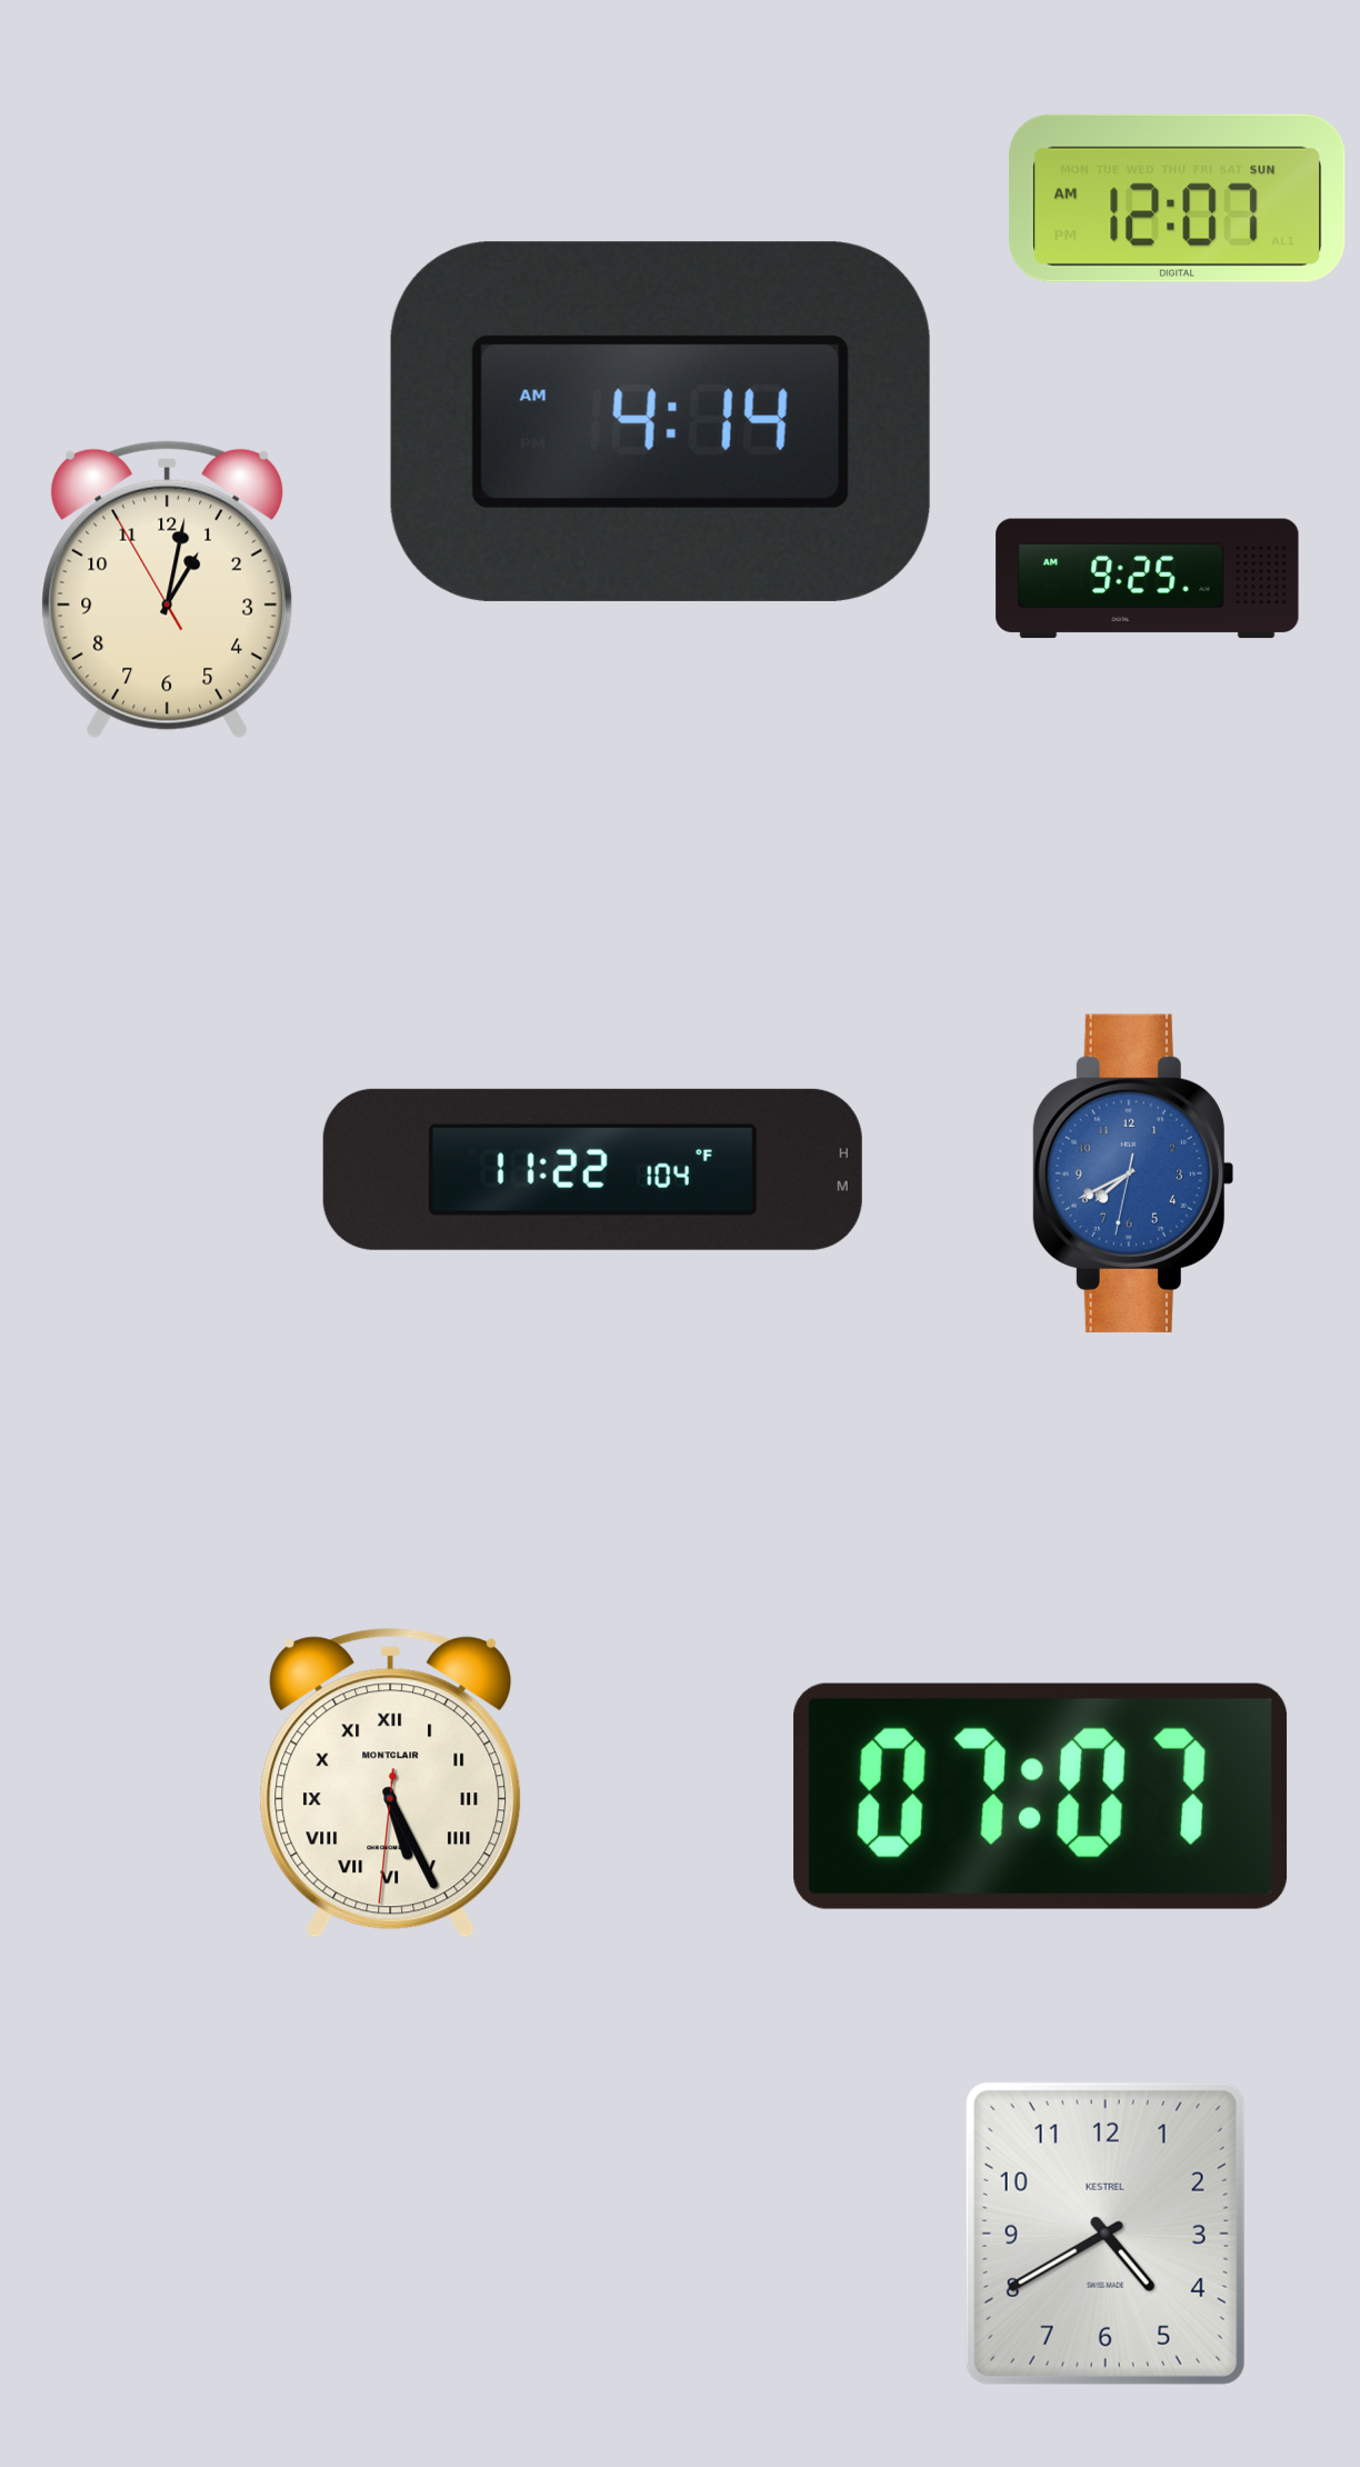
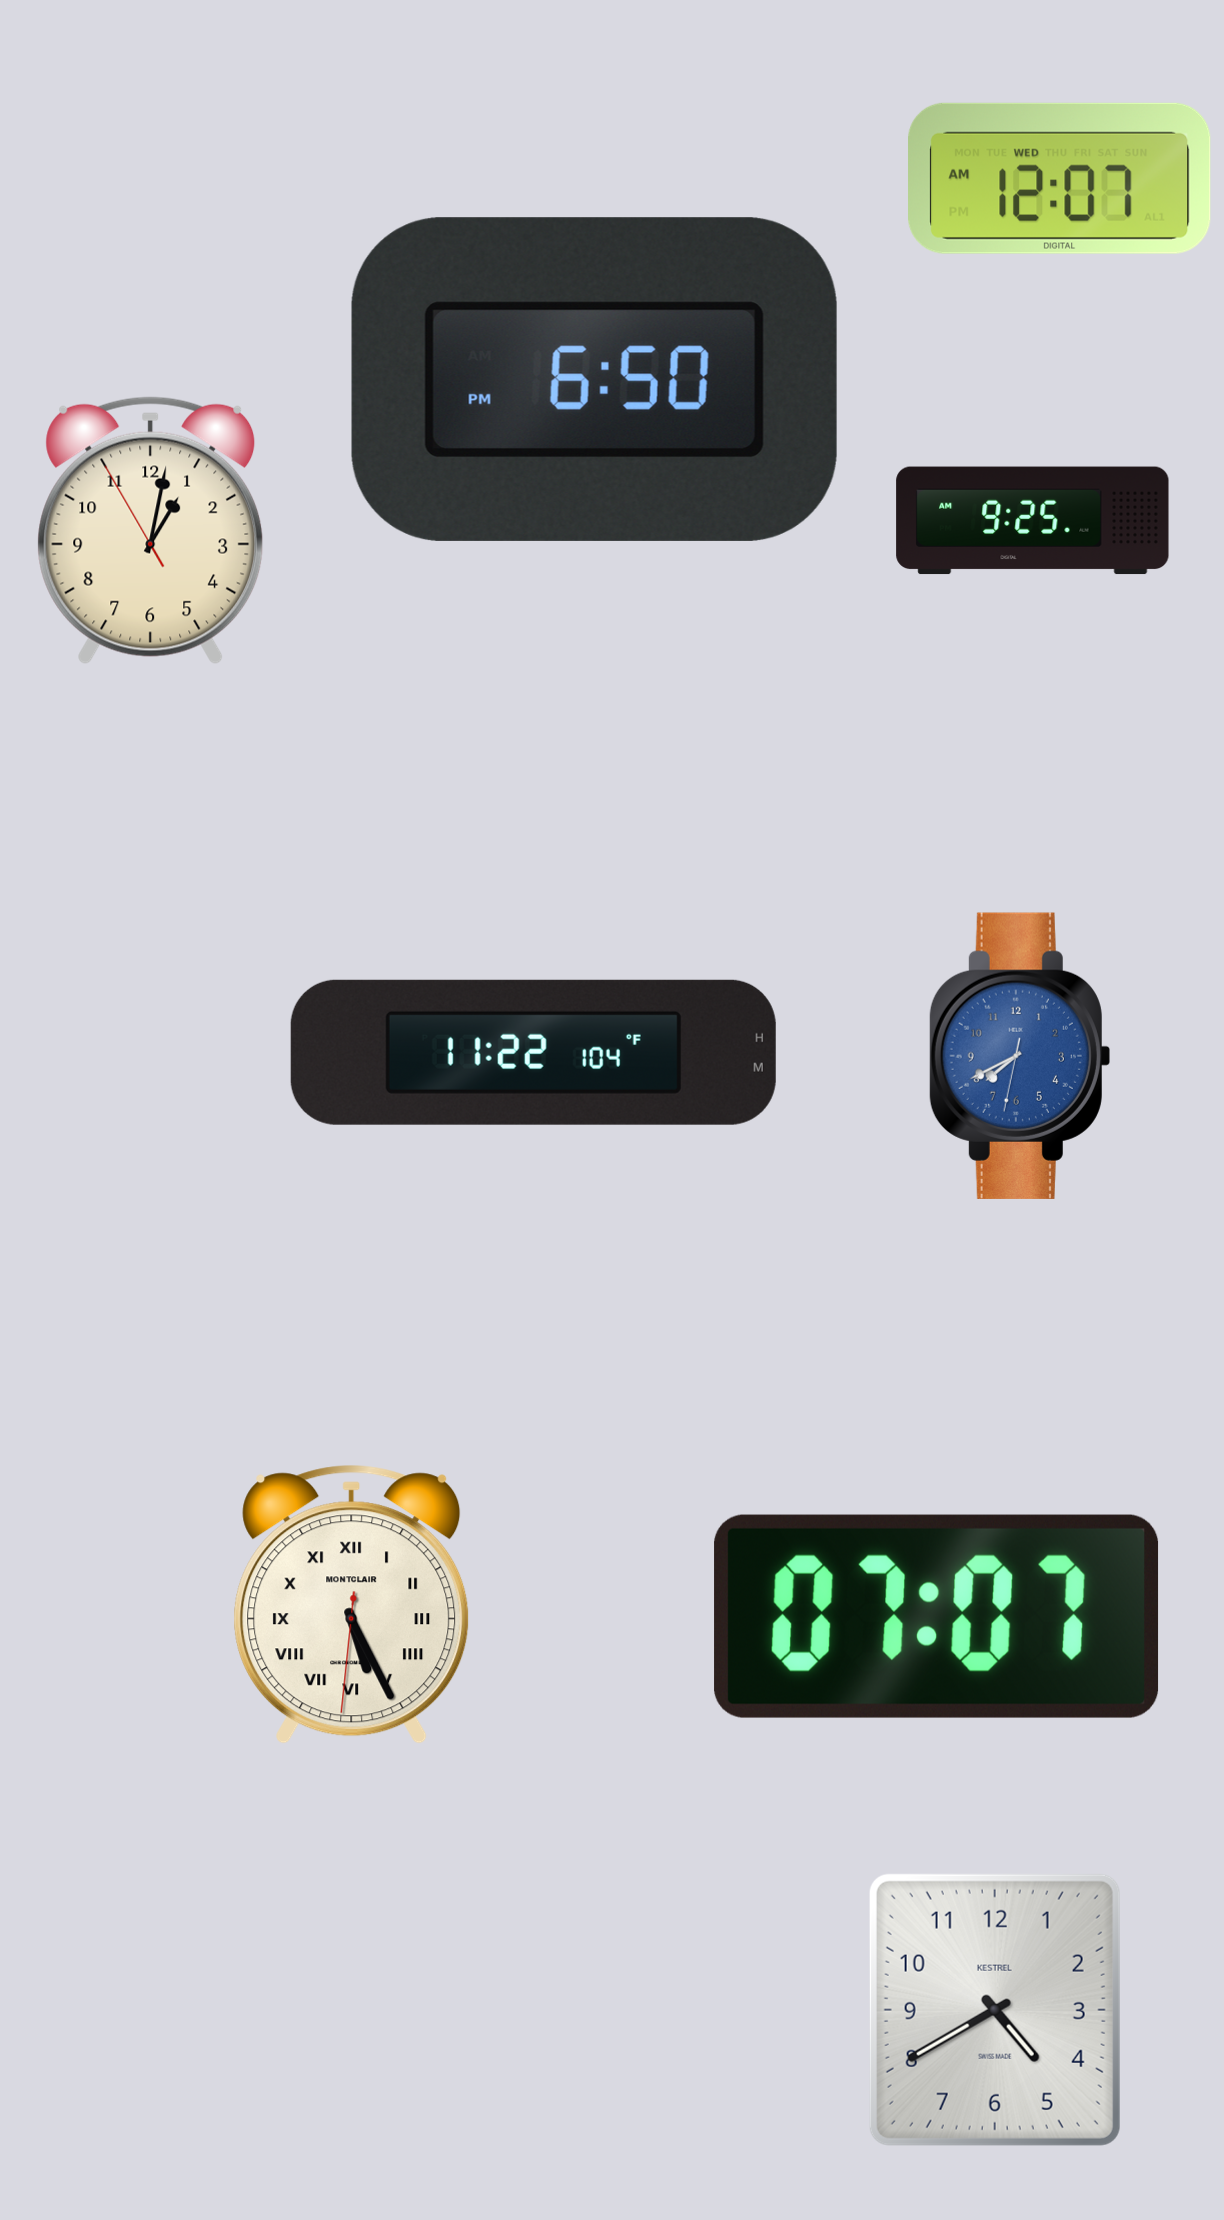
clock at (1178, 198) date: SUN -> WED
clock at (660, 421): 4:14 -> 6:50
